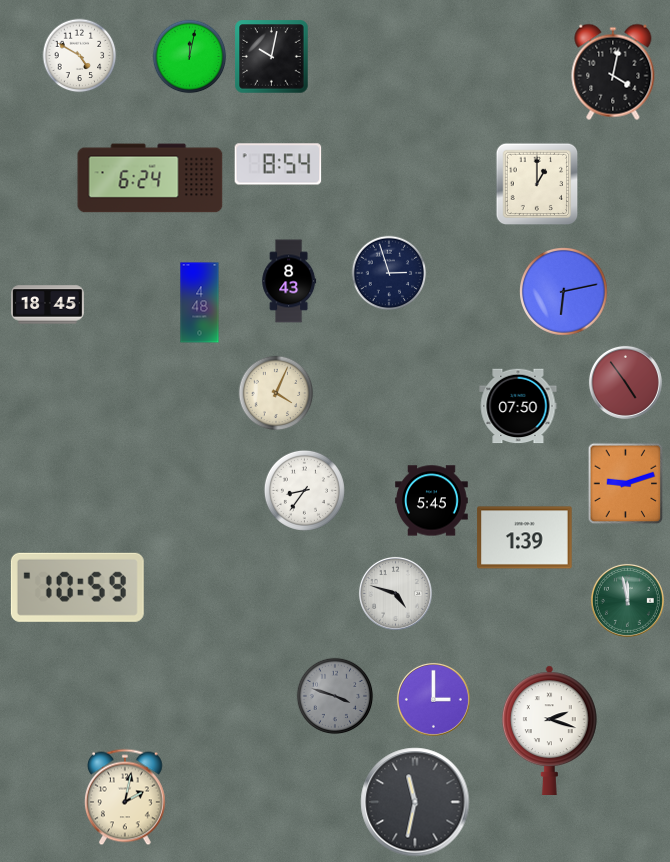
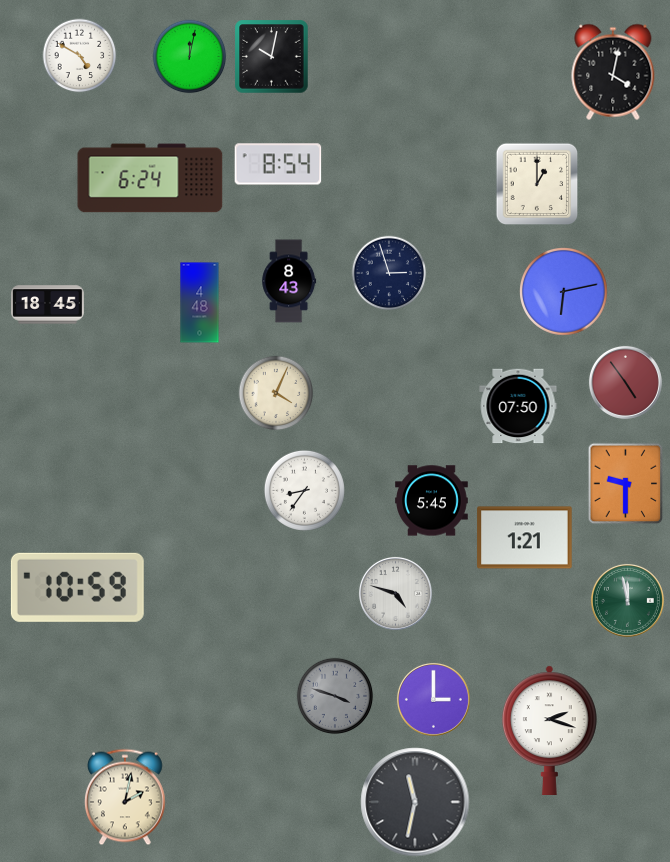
clock at (626, 484): 9:12 -> 9:30
clock at (525, 538): 1:39 -> 1:21
